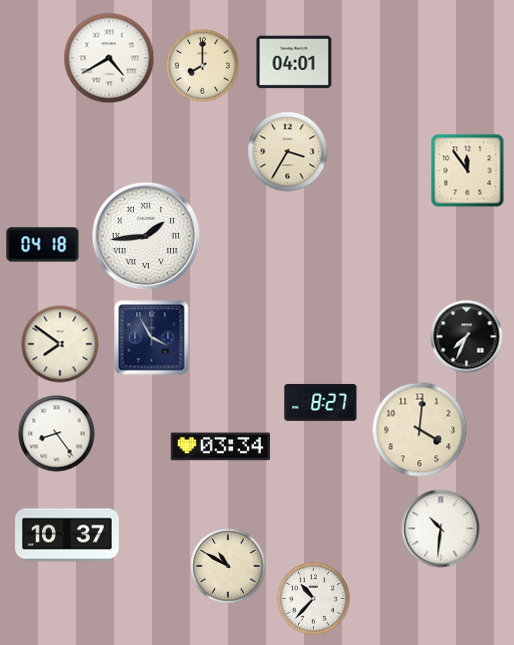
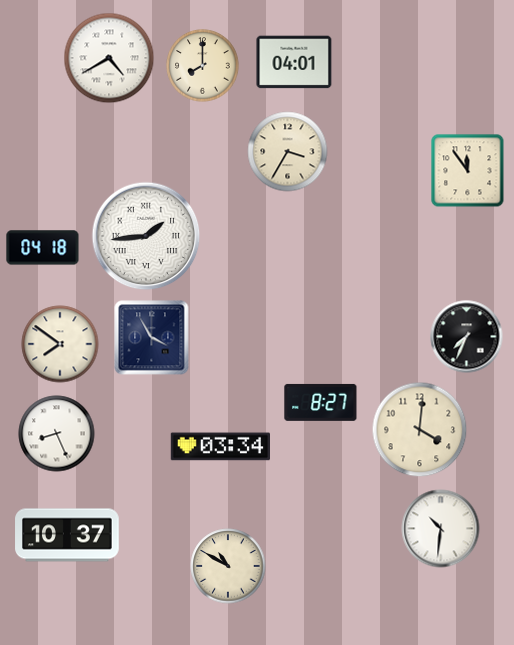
clock at (43, 245) position: (43, 245) -> (43, 248)
clock at (57, 434): 8:24 -> 8:26
clock at (314, 599): 10:37 -> none
